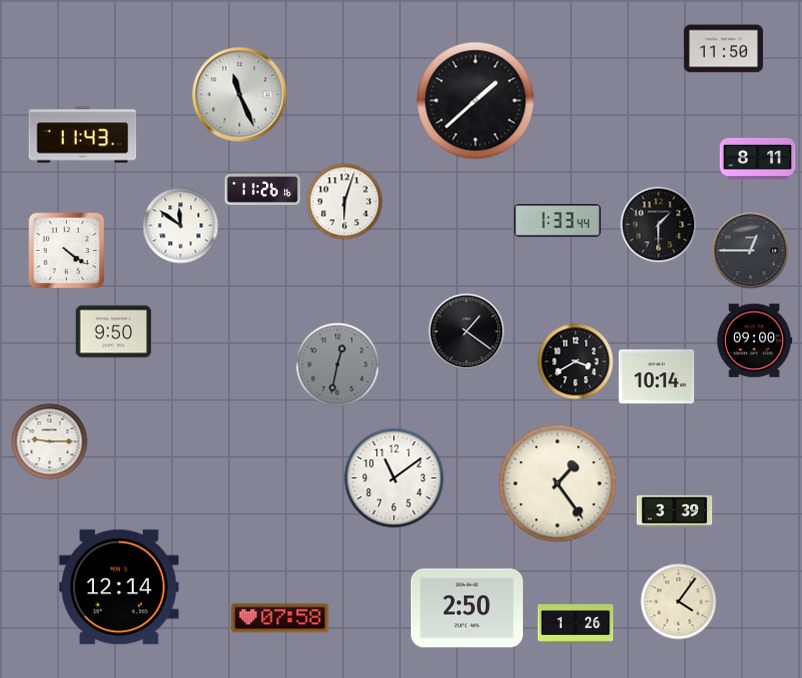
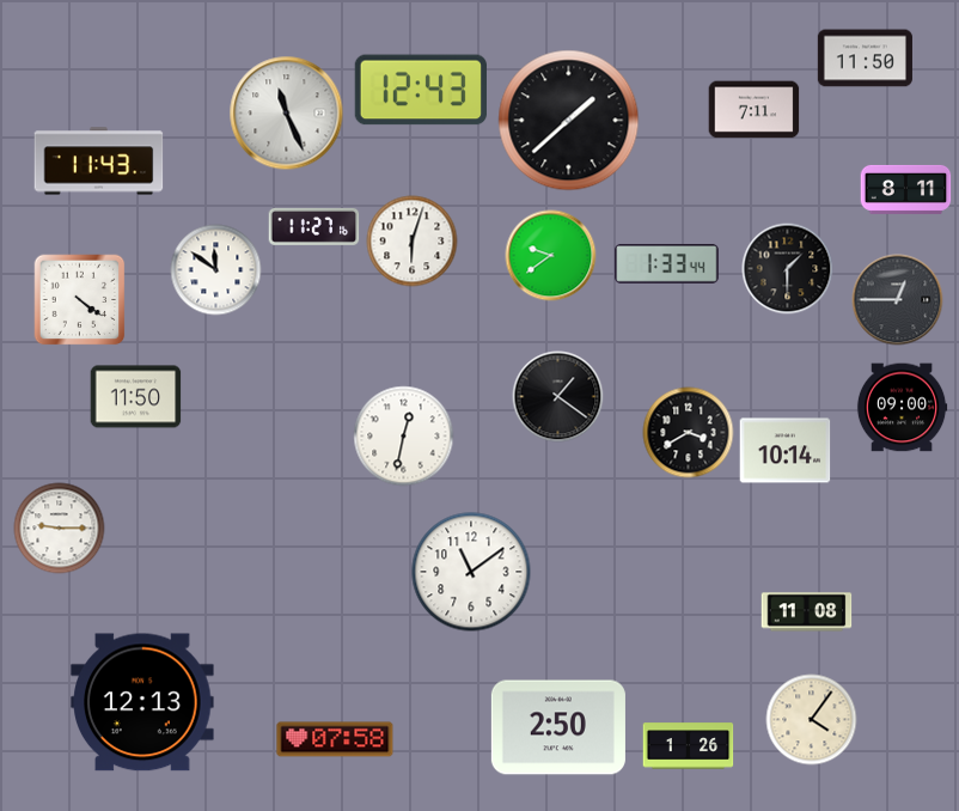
clock at (421, 90): none -> 12:43
clock at (755, 110): none -> 7:11
clock at (263, 189): 11:26 -> 11:27
clock at (551, 256): none -> 9:39
clock at (114, 332): 9:50 -> 11:50
clock at (338, 365) dial: grey -> white
clock at (558, 484): 1:24 -> none
clock at (675, 512): 3:39 -> 11:08
clock at (119, 587): 12:14 -> 12:13
